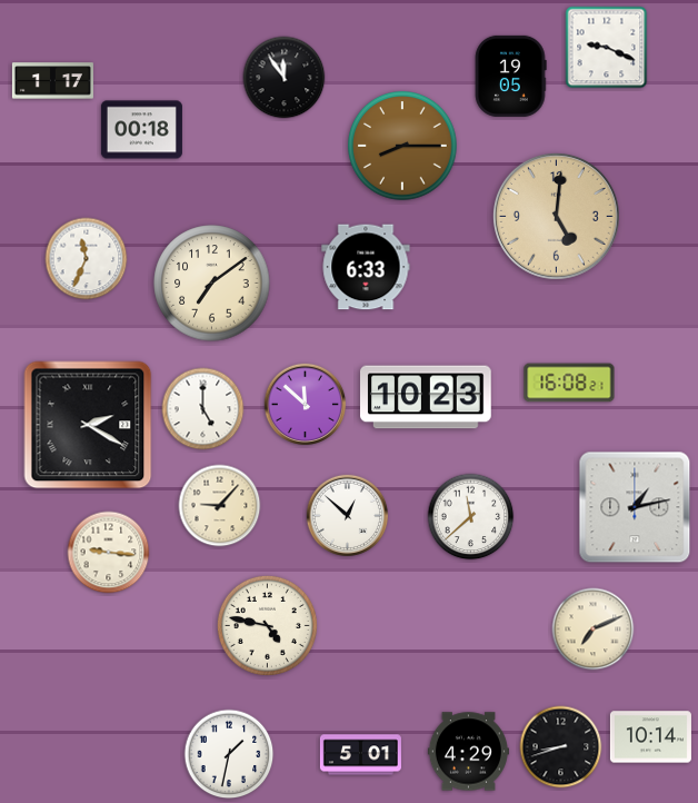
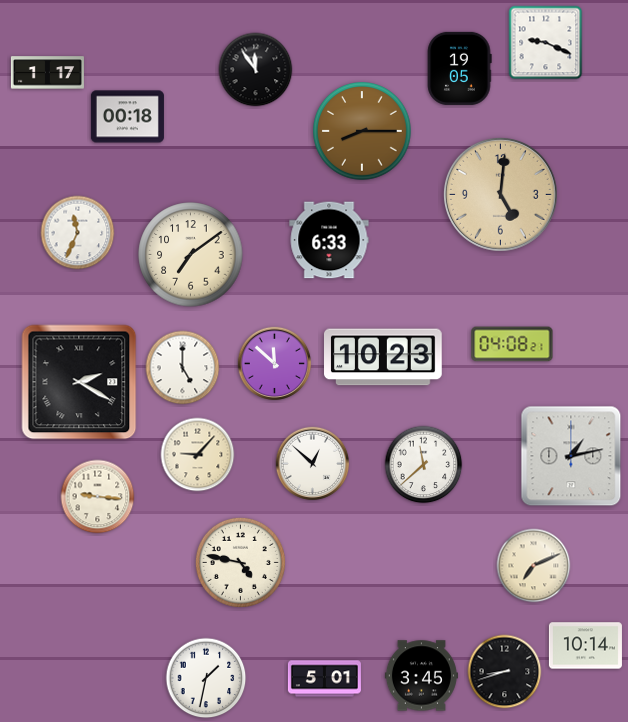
clock at (569, 383): 16:08 -> 04:08
clock at (650, 737) position: (650, 737) -> (585, 646)
clock at (468, 752): 4:29 -> 3:45
